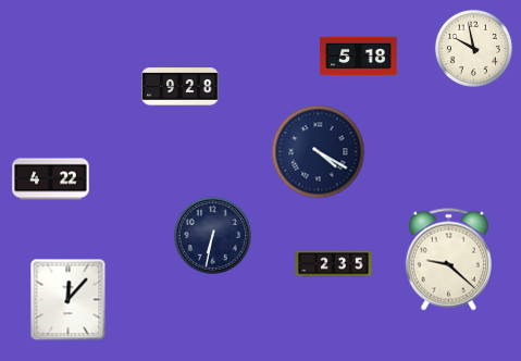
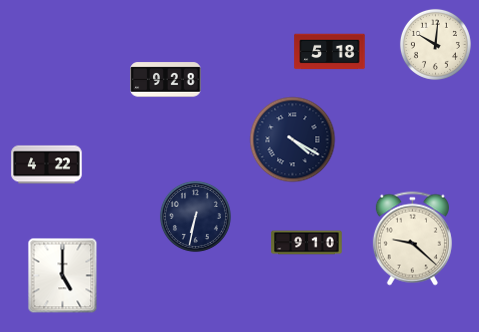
clock at (473, 48): 9:58 -> 10:01
clock at (334, 264): 2:35 -> 9:10
clock at (69, 300): 12:07 -> 5:00
